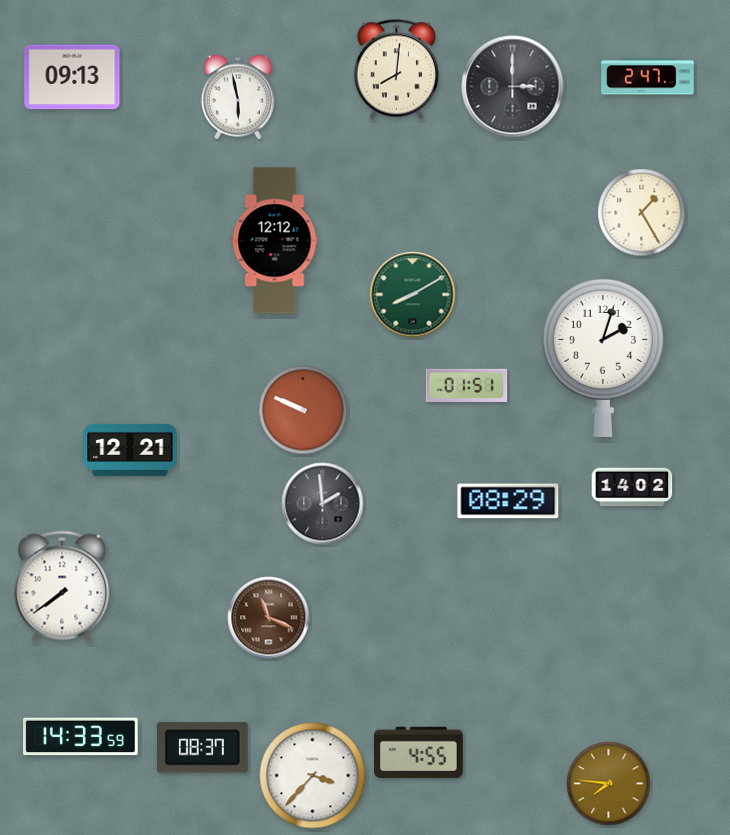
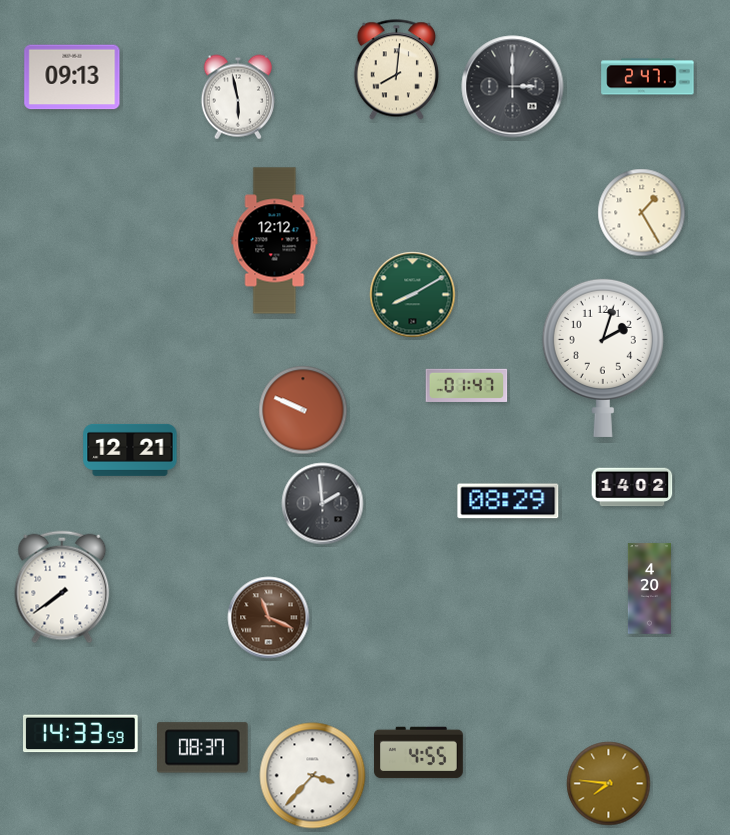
clock at (467, 385): 01:51 -> 01:47
clock at (649, 589): none -> 4:20
clock at (81, 737) position: (81, 737) -> (81, 734)
